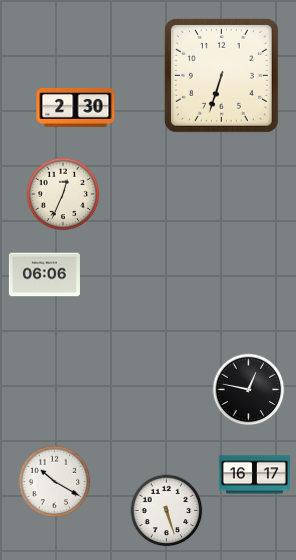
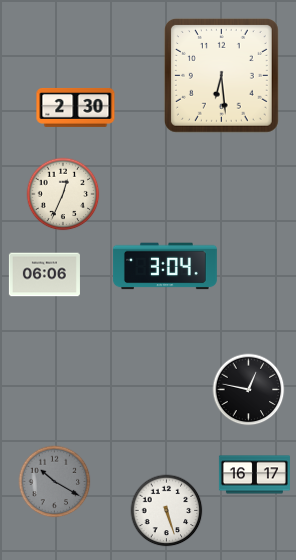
clock at (221, 75): 6:33 -> 6:29
clock at (165, 266): none -> 3:04
clock at (55, 482) dial: white -> grey
